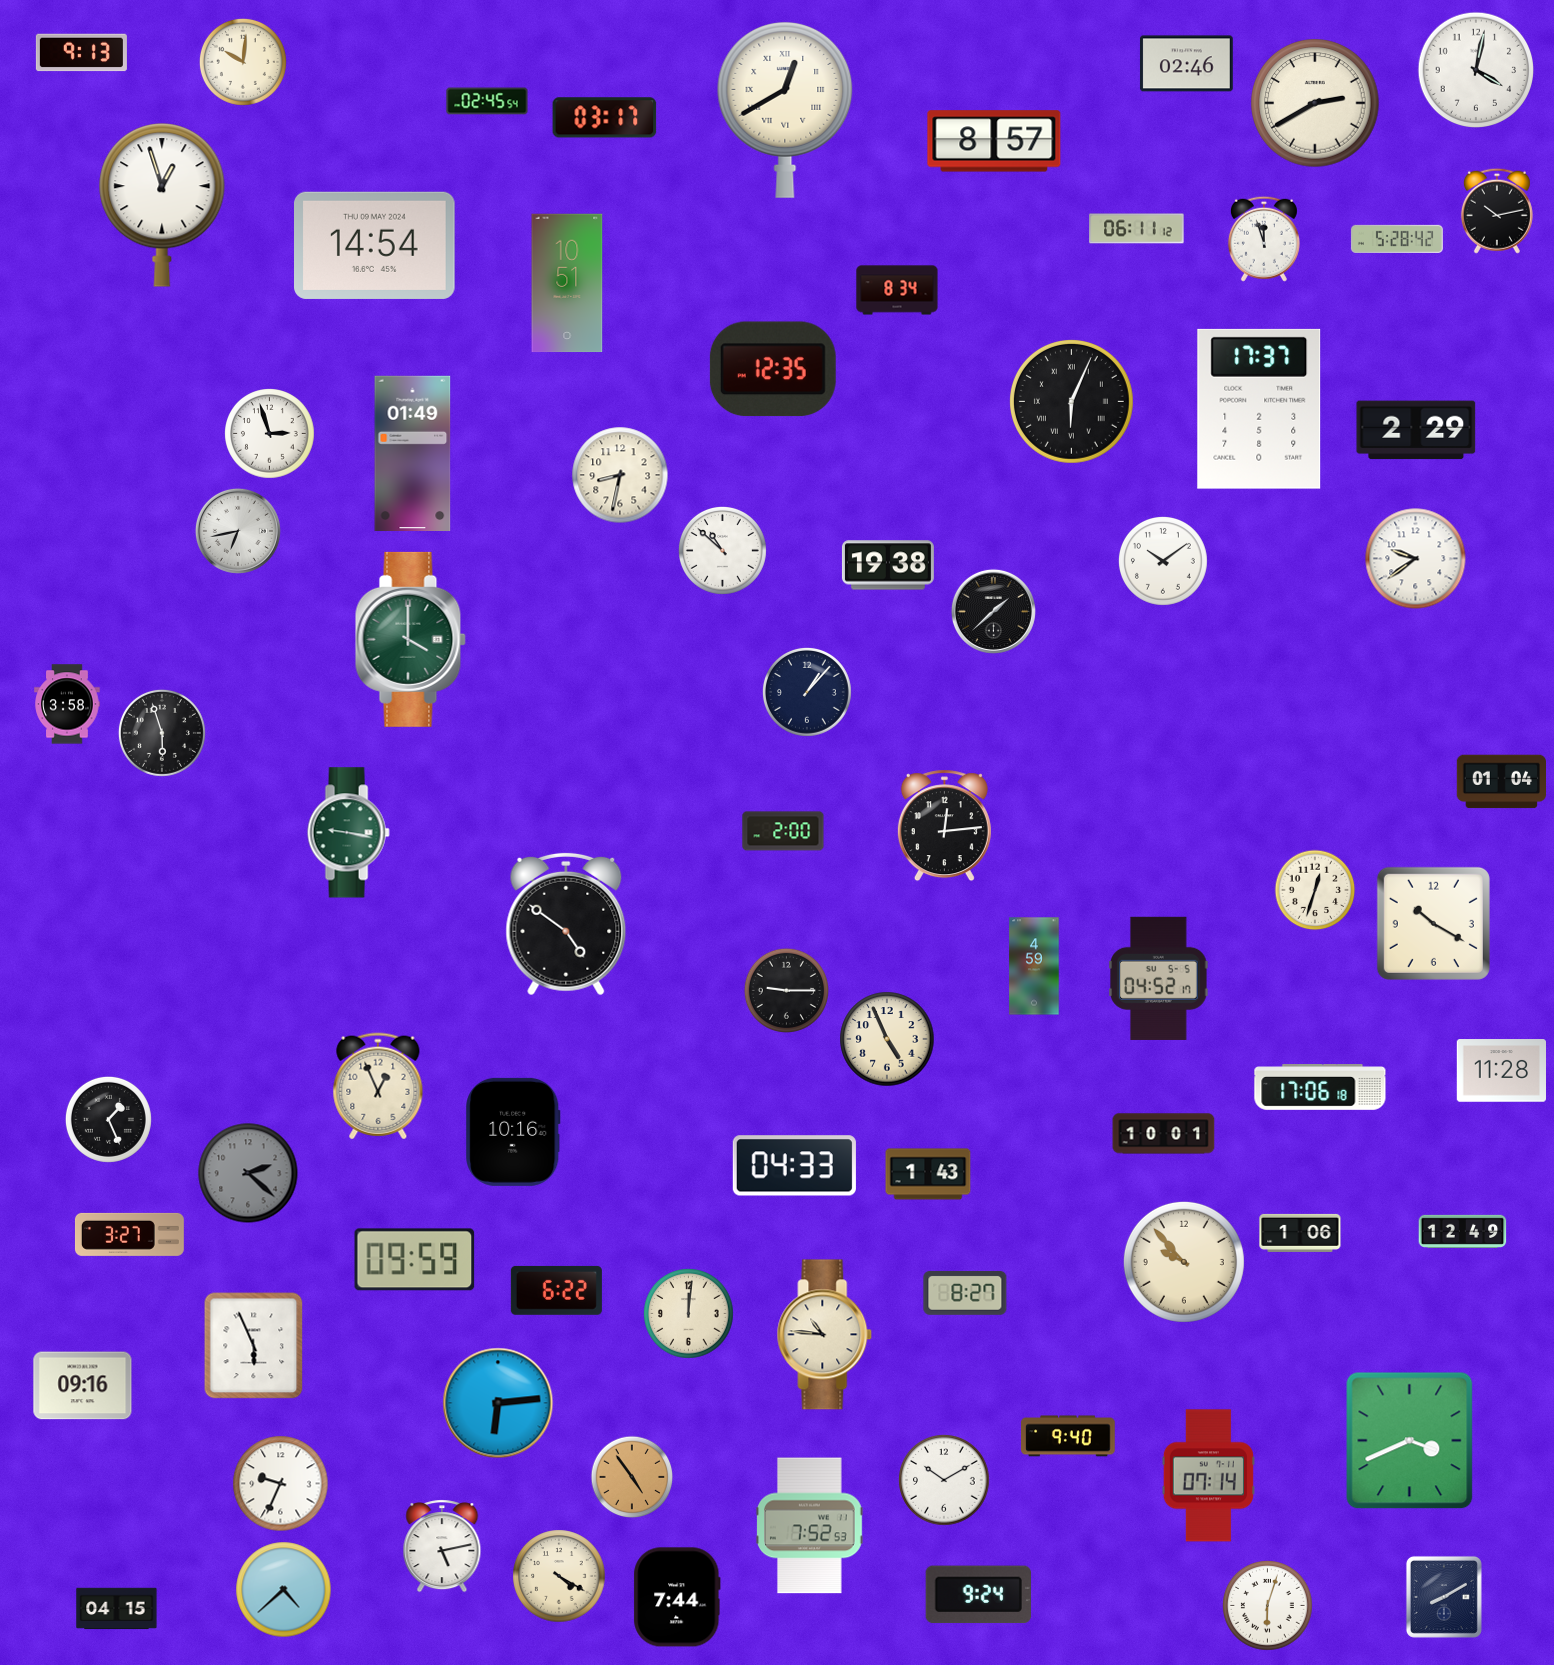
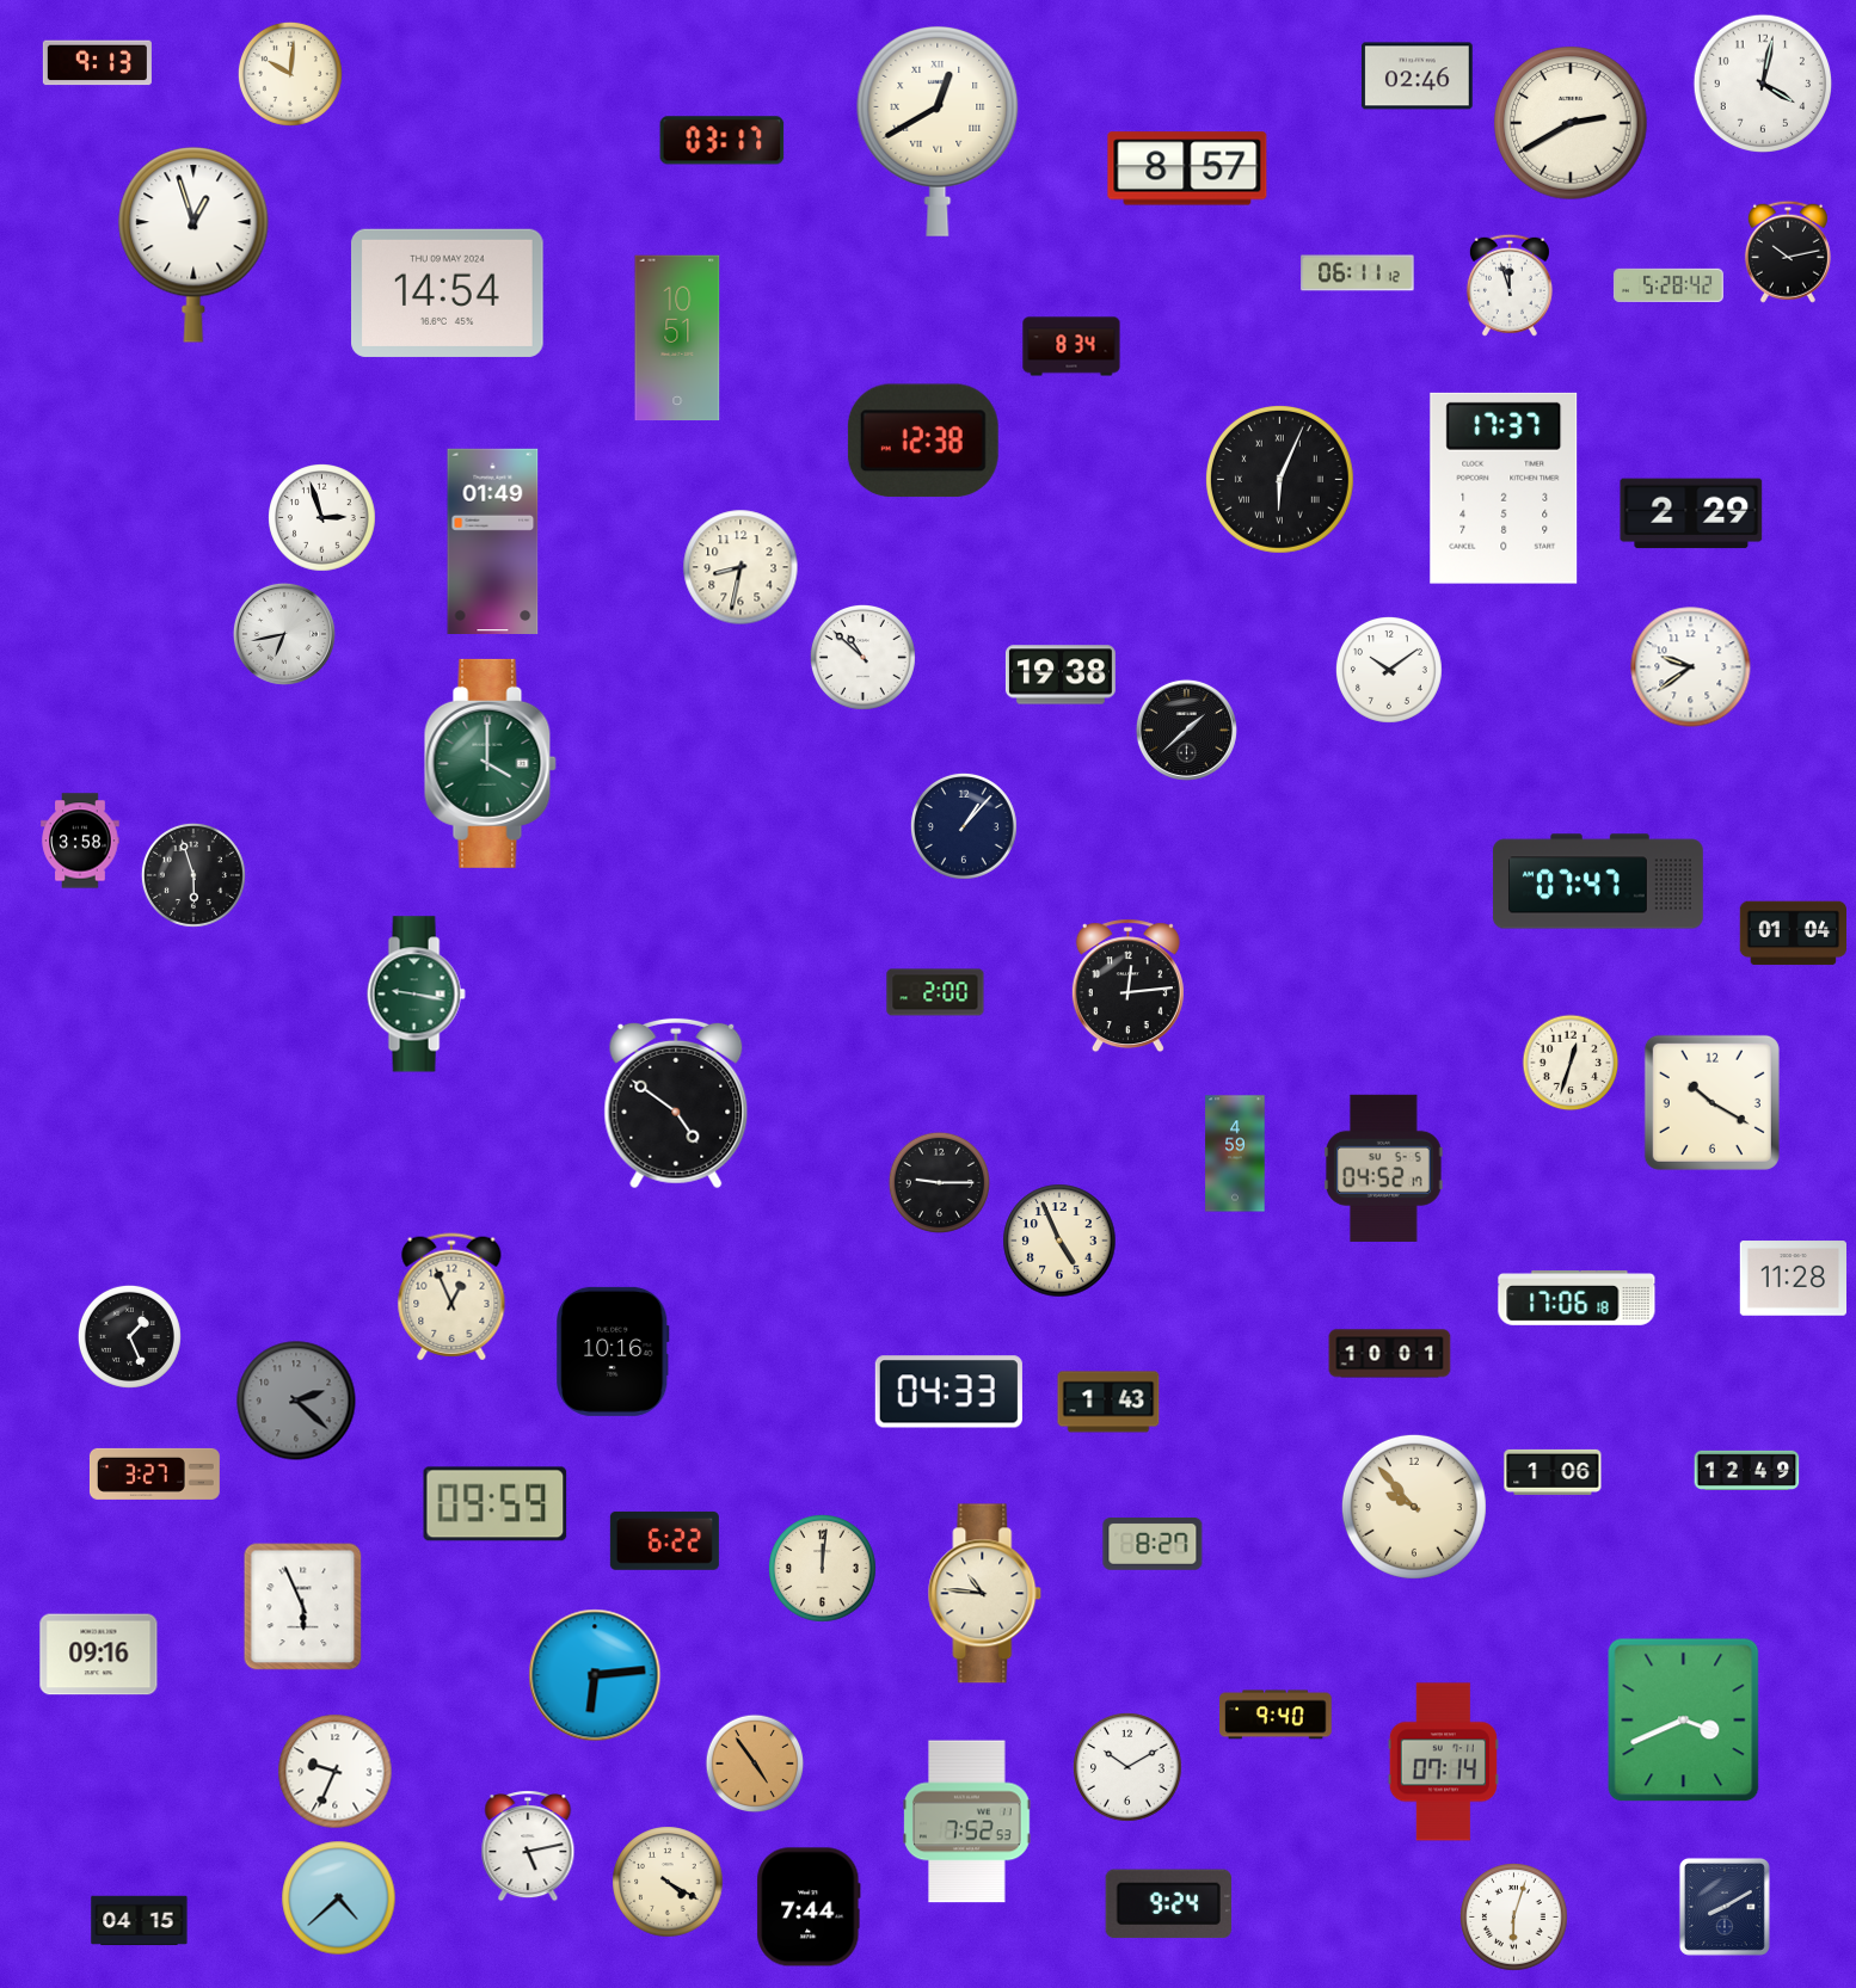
clock at (487, 101): 02:45 -> none
clock at (773, 369): 12:35 -> 12:38
clock at (1599, 881): none -> 07:47
